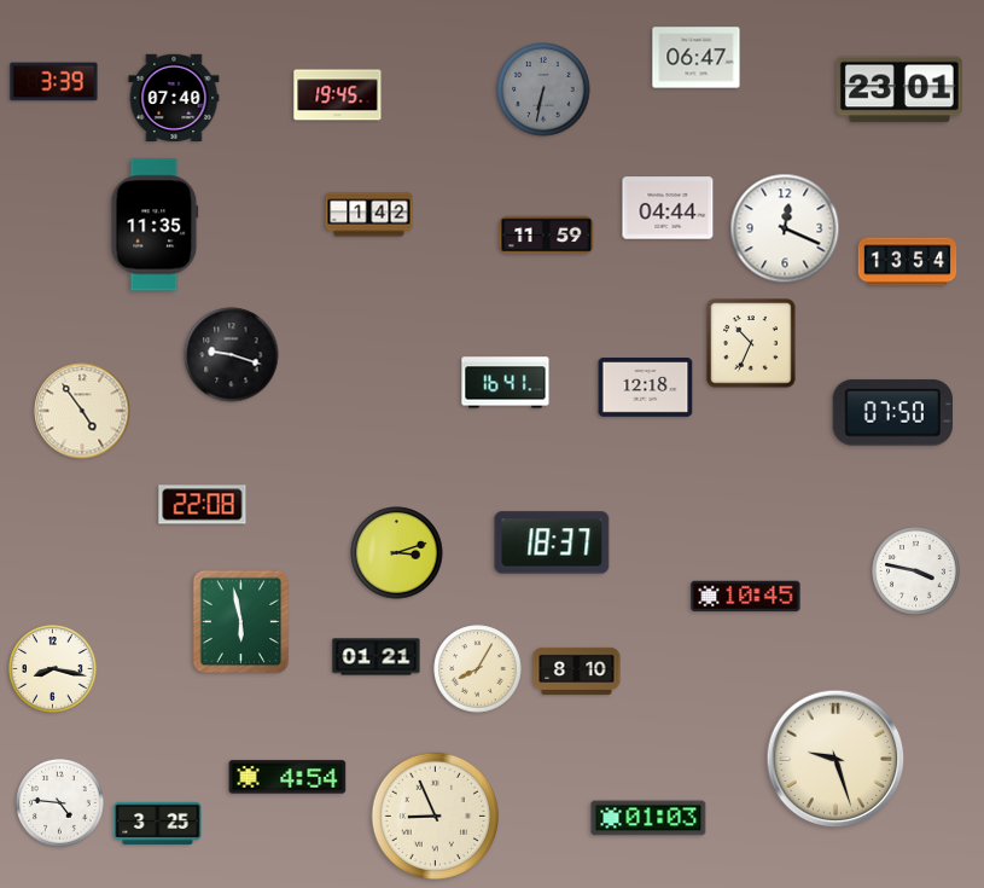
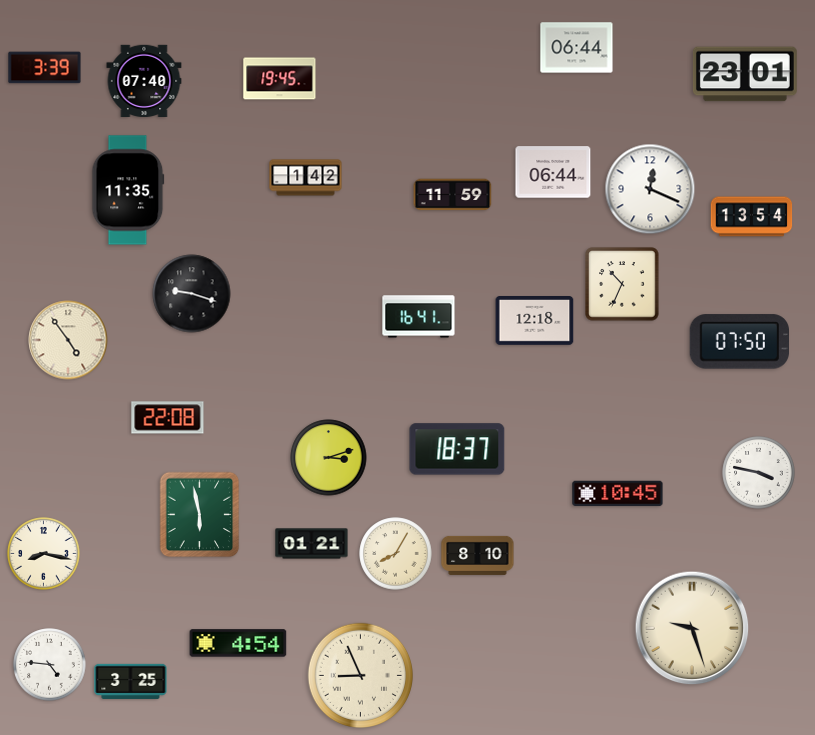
clock at (697, 58): 06:47 -> 06:44
clock at (543, 89): 6:32 -> none
clock at (668, 208): 04:44 -> 06:44
clock at (155, 225) position: (155, 225) -> (128, 190)
clock at (648, 818): 01:03 -> none
